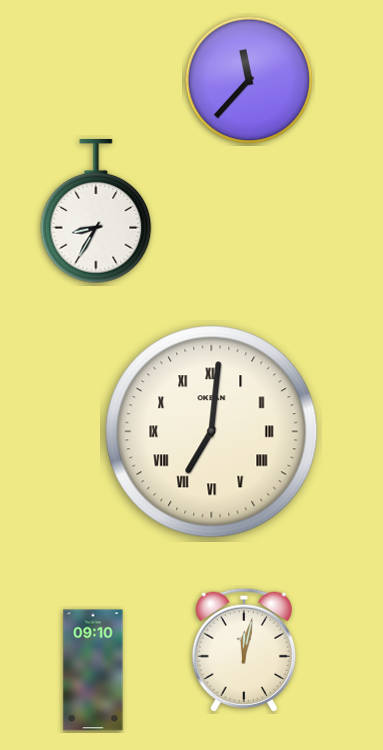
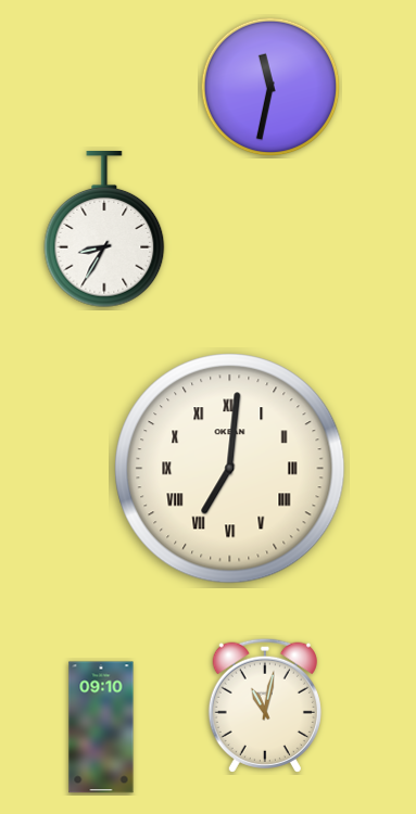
clock at (249, 80): 11:37 -> 11:32
clock at (244, 650): 12:02 -> 11:02
